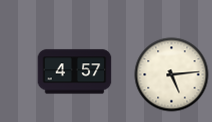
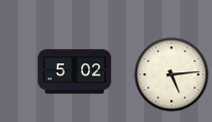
clock at (75, 72): 4:57 -> 5:02
